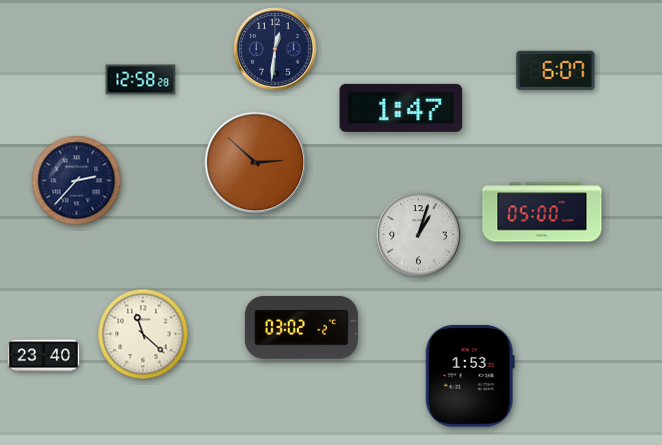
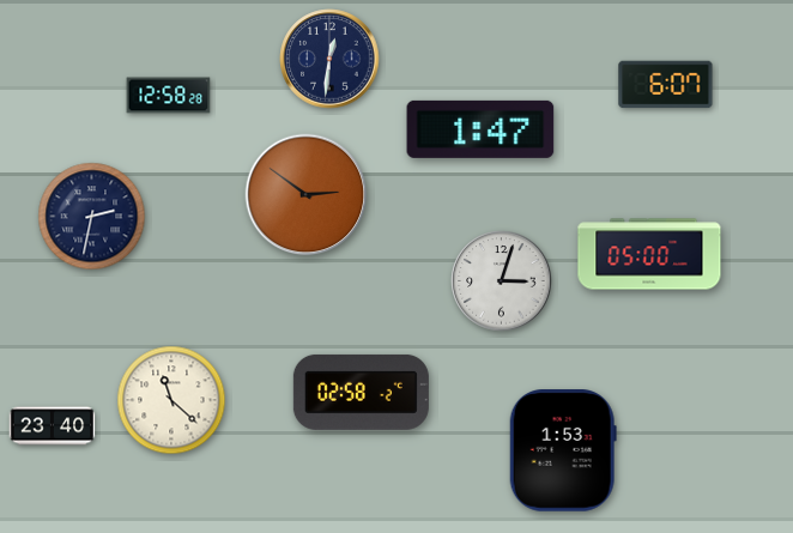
clock at (256, 163): 2:52 -> 2:51
clock at (77, 181): 2:37 -> 2:32
clock at (419, 235): 1:03 -> 3:03
clock at (301, 327): 03:02 -> 02:58
